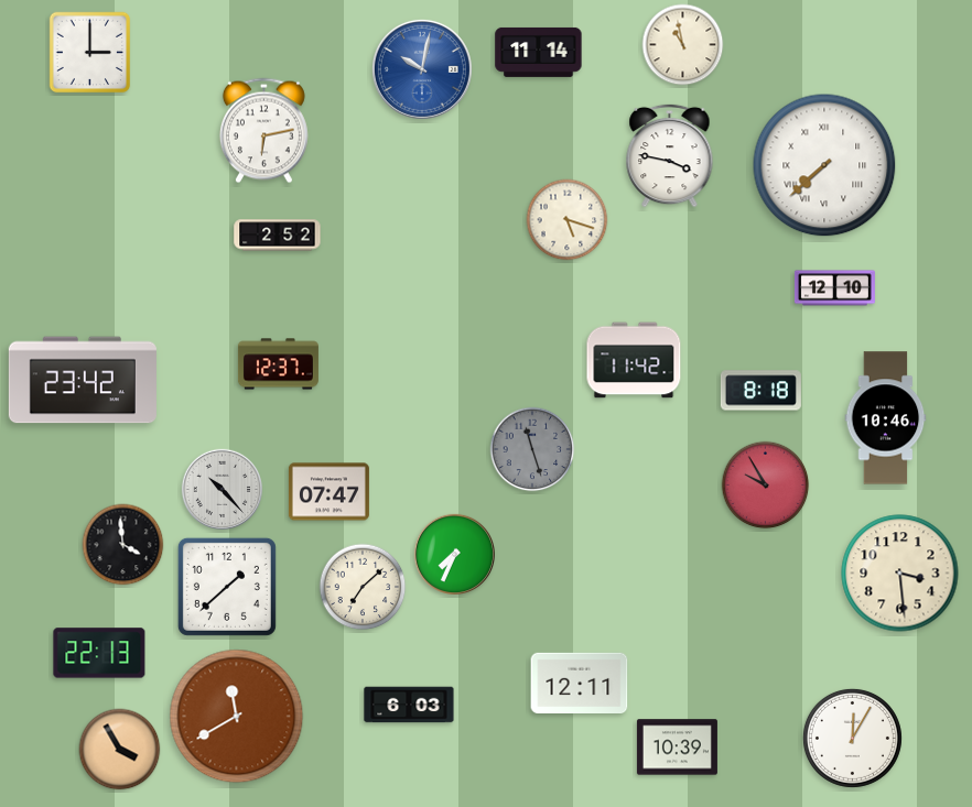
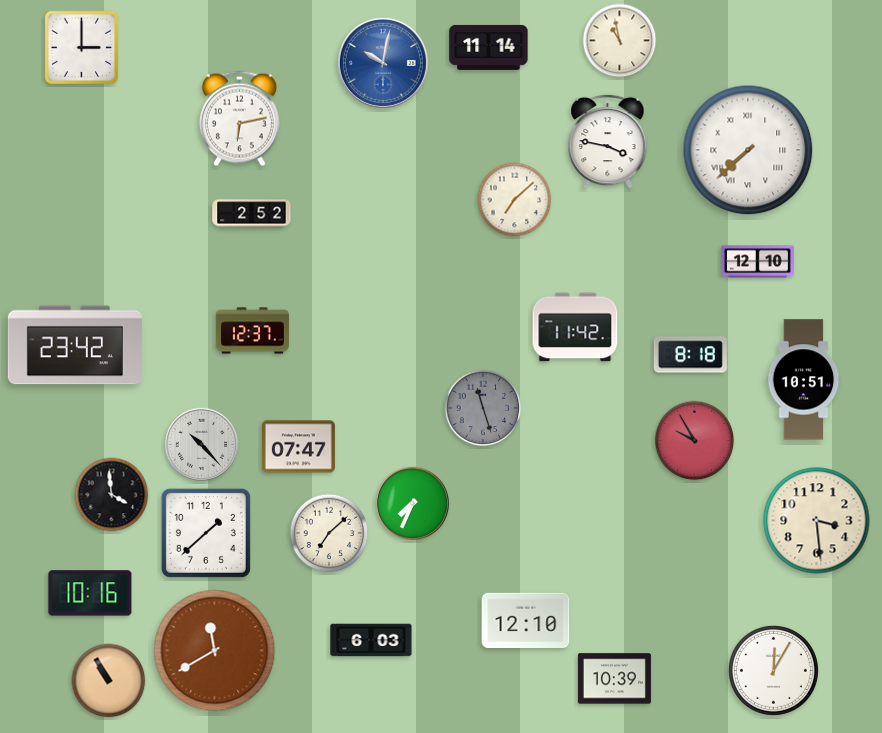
clock at (568, 220): 5:18 -> 7:08
clock at (886, 418): 10:46 -> 10:51
clock at (99, 653): 22:13 -> 10:16
clock at (580, 683): 12:11 -> 12:10
clock at (120, 750): 3:55 -> 10:55
